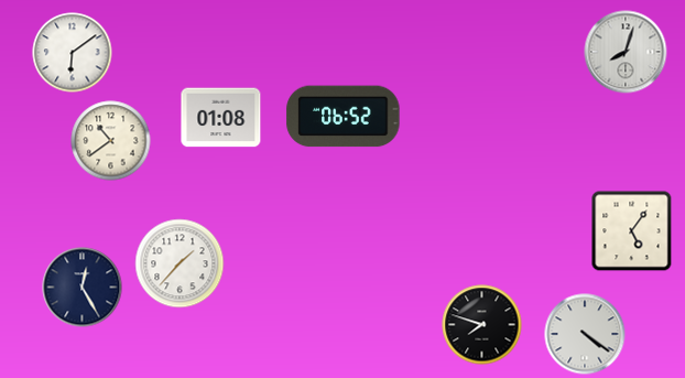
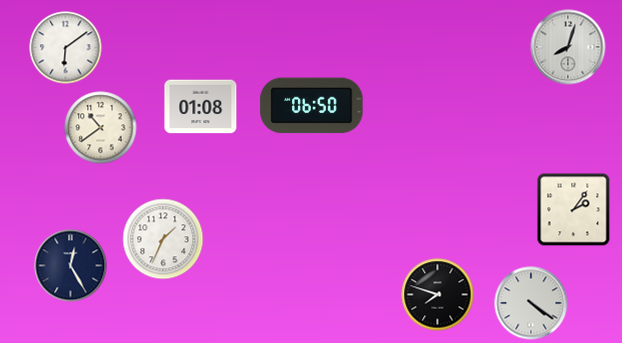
clock at (344, 117): 06:52 -> 06:50
clock at (632, 231): 5:06 -> 2:06
clock at (180, 263): 1:37 -> 1:34
clock at (83, 288) position: (83, 288) -> (71, 266)
